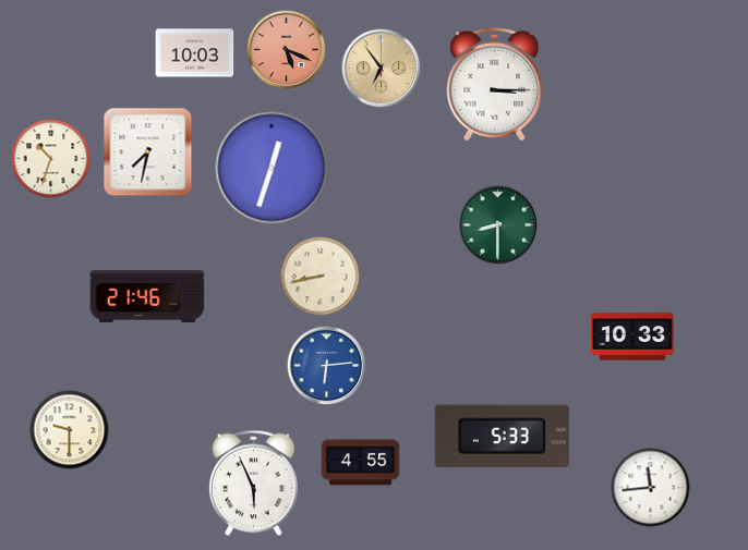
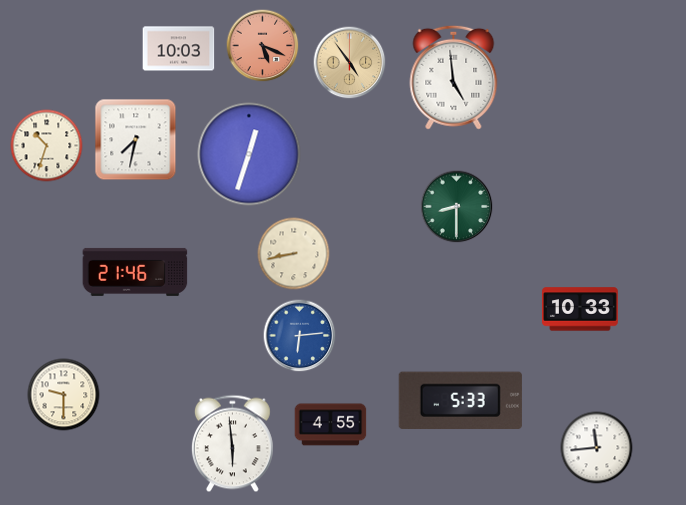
clock at (382, 69): 6:54 -> 4:54
clock at (495, 84): 3:15 -> 4:59
clock at (253, 484): 5:56 -> 5:59
